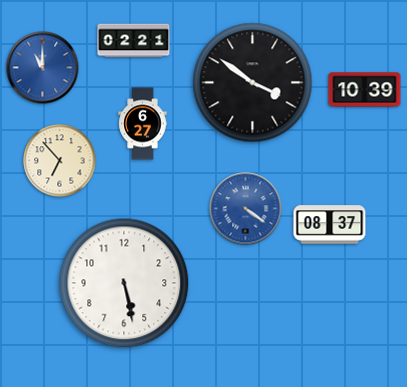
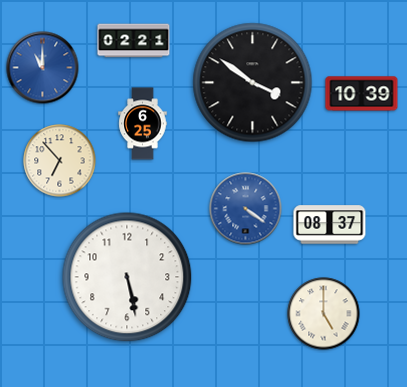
clock at (365, 90) position: (365, 90) -> (362, 94)
clock at (143, 124): 6:27 -> 6:25
clock at (124, 283) position: (124, 283) -> (127, 277)
clock at (324, 314): none -> 5:00
